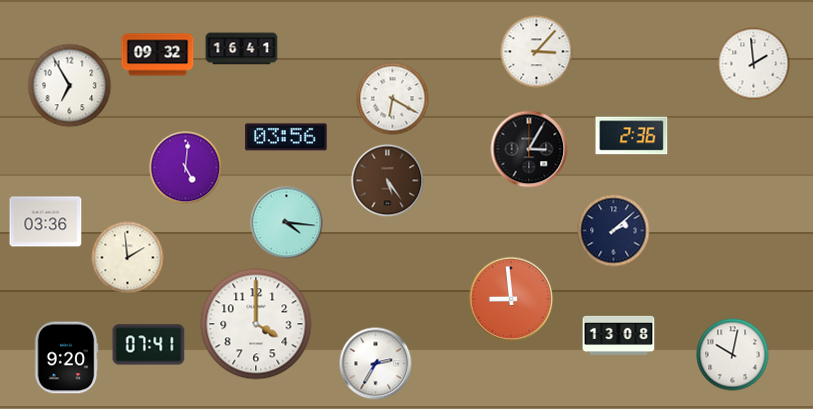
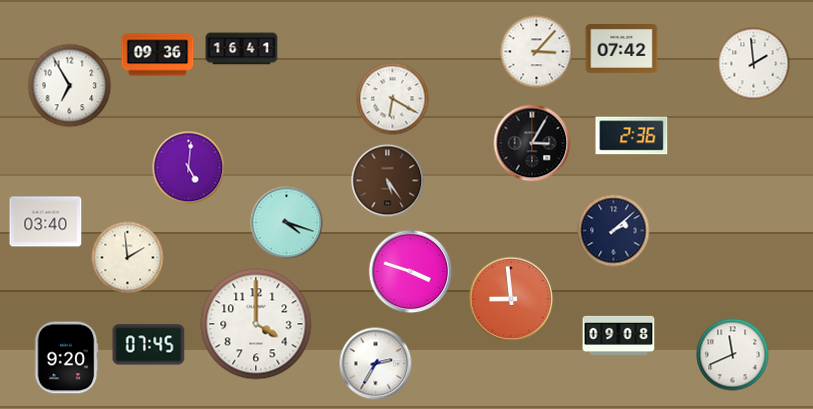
clock at (622, 49): none -> 07:42
clock at (158, 55): 09:32 -> 09:36
clock at (286, 137): 03:56 -> none
clock at (529, 149) position: (529, 149) -> (532, 143)
clock at (186, 168) position: (186, 168) -> (189, 168)
clock at (46, 222): 03:36 -> 03:40
clock at (287, 223): 4:16 -> 4:18
clock at (411, 272): none -> 3:48
clock at (619, 335): 13:08 -> 09:08
clock at (149, 345): 07:41 -> 07:45
clock at (733, 355): 10:02 -> 11:41
